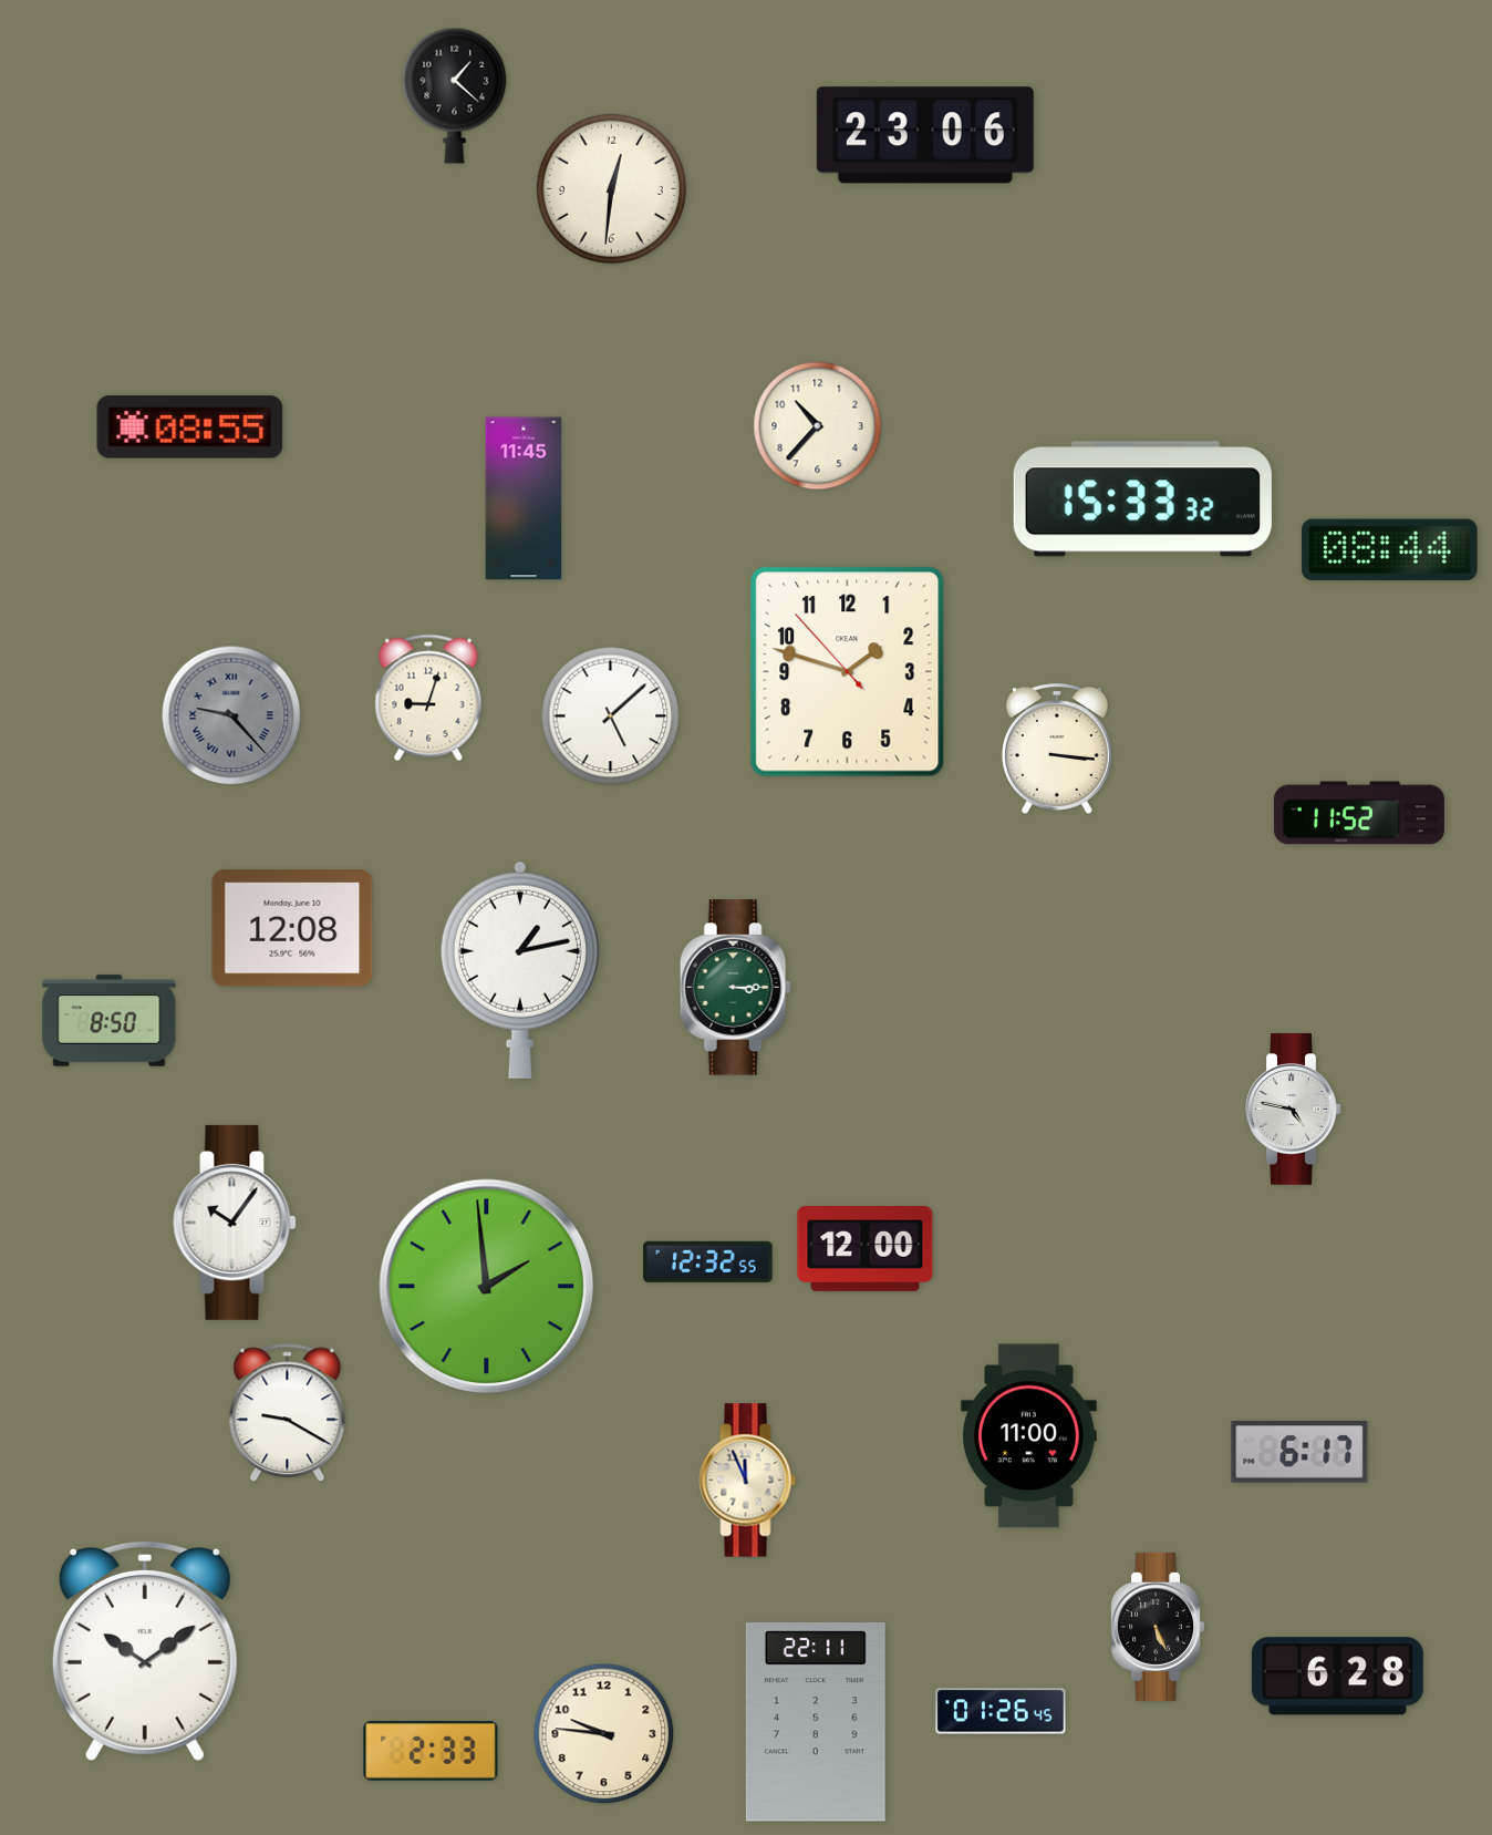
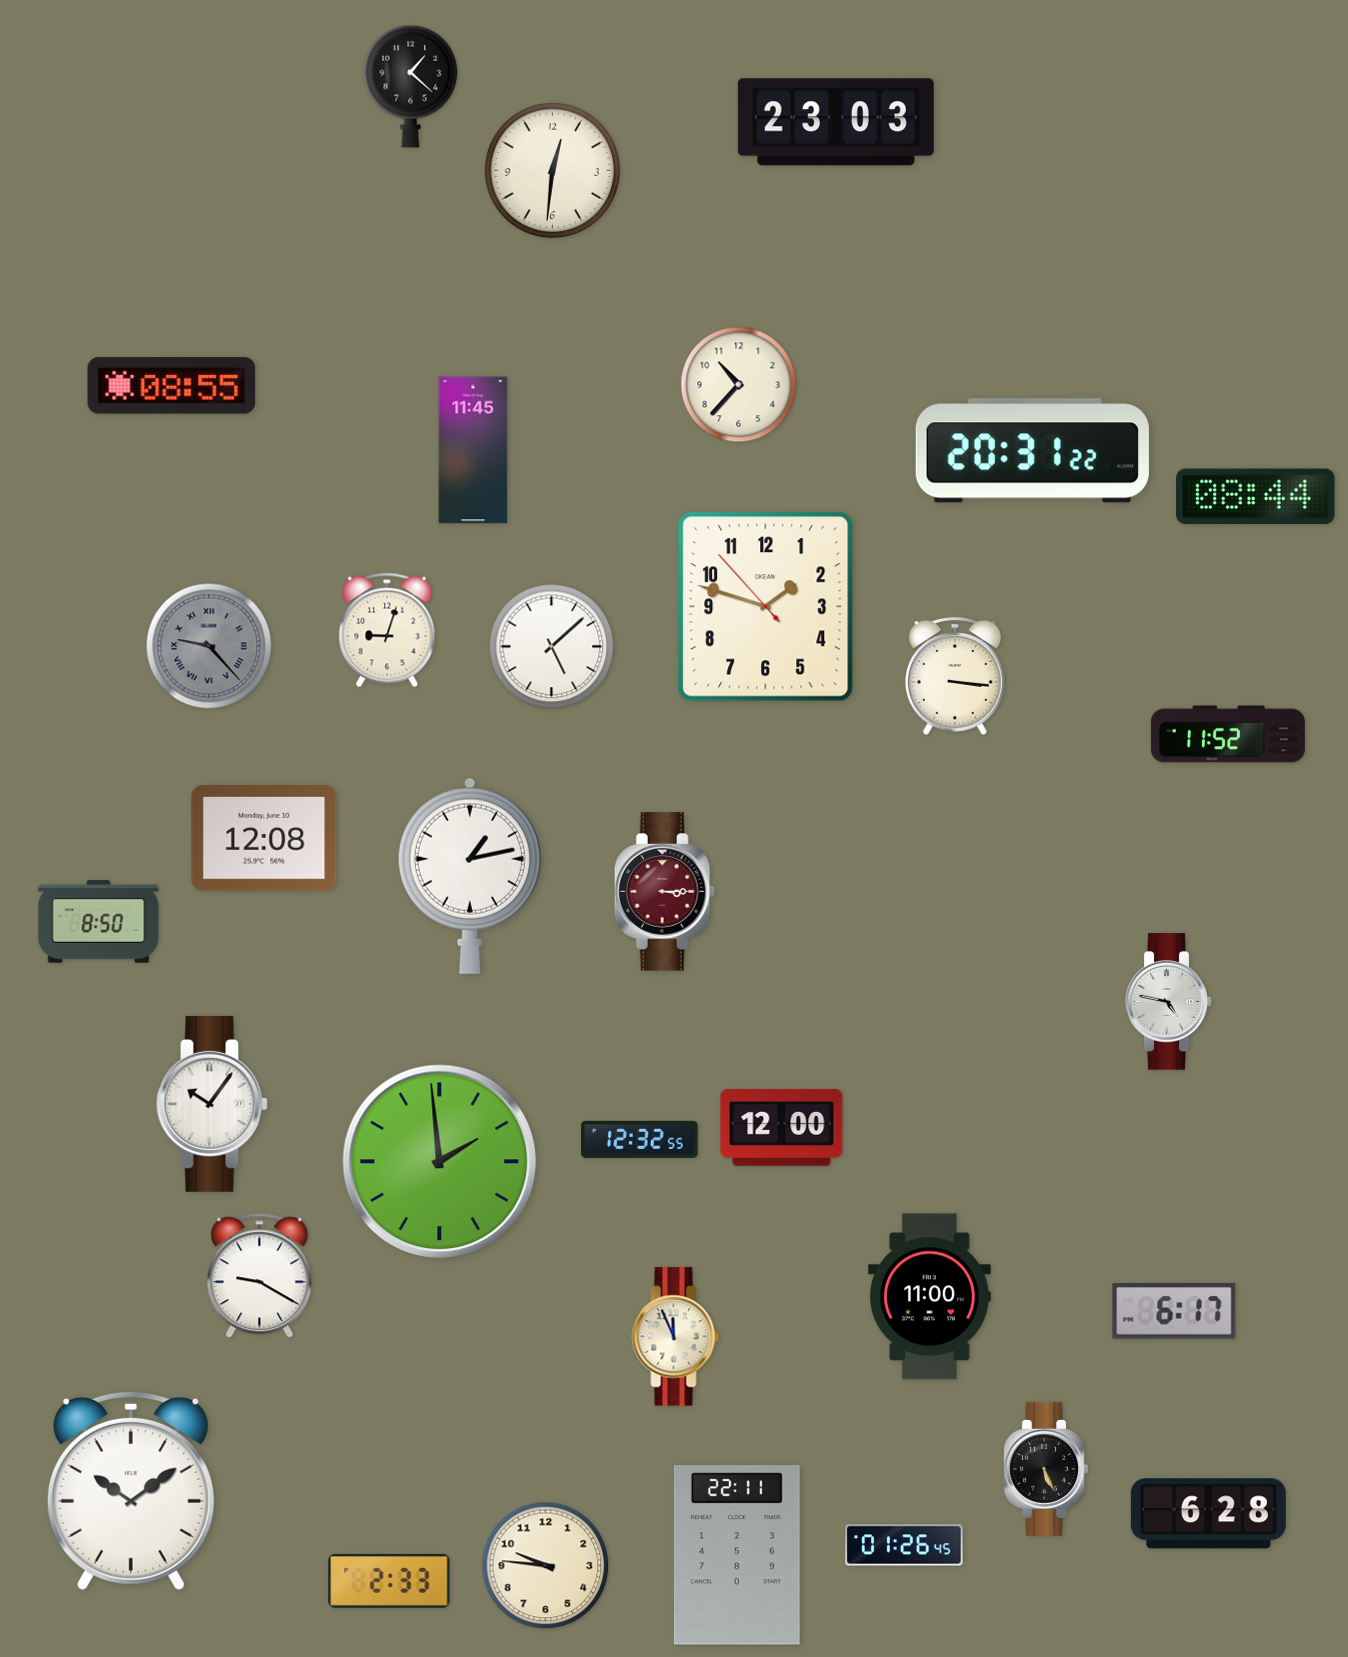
clock at (925, 135): 23:06 -> 23:03
clock at (1142, 499): 15:33 -> 20:31
clock at (735, 988) dial: green -> burgundy
